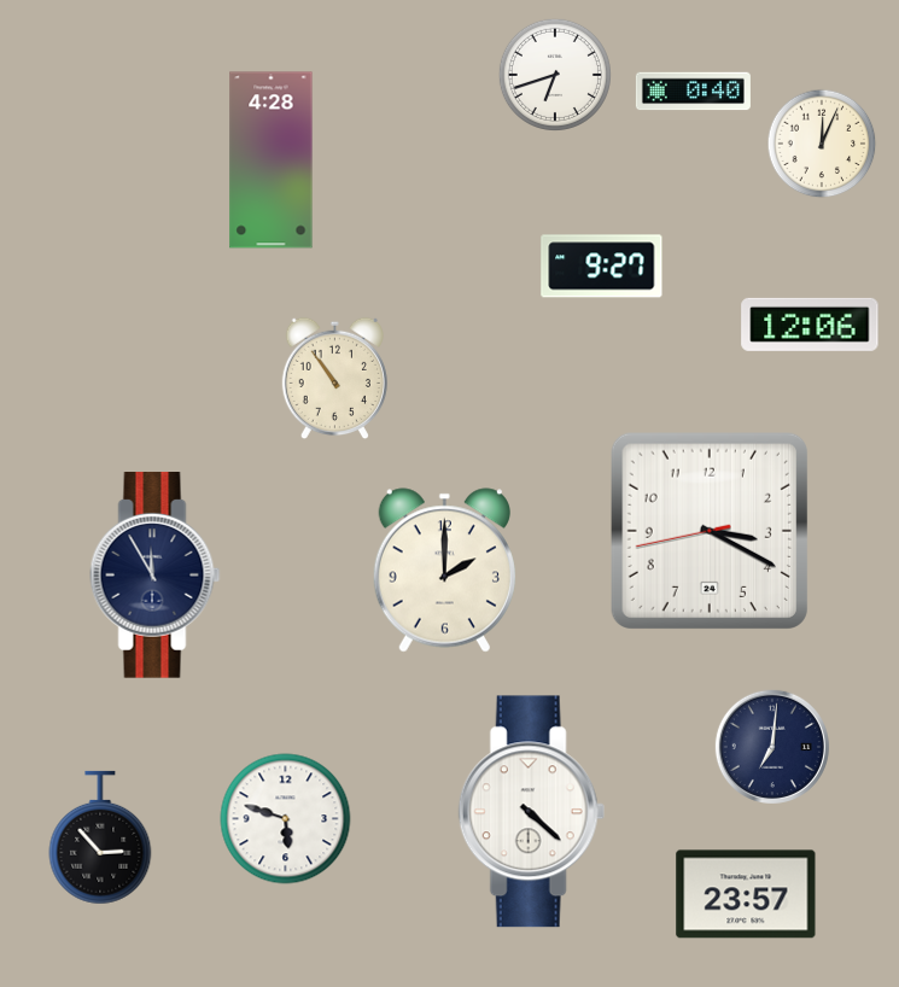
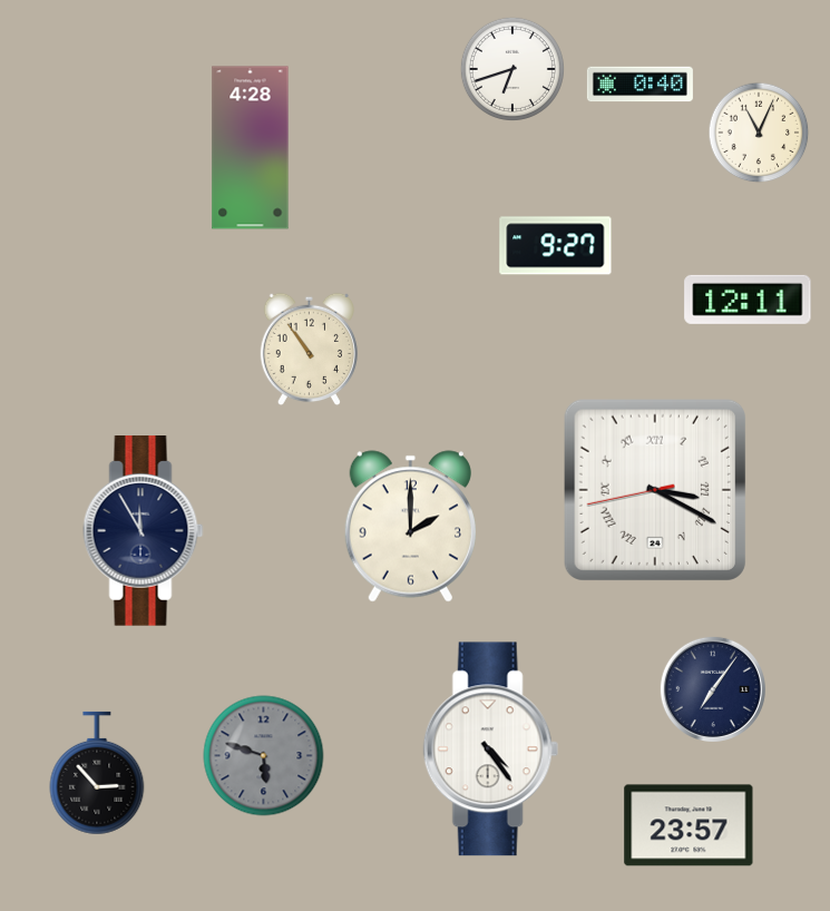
clock at (822, 144): 12:04 -> 11:04
clock at (810, 325): 12:06 -> 12:11
clock at (710, 531) numerals: Arabic -> Roman
clock at (772, 747): 7:01 -> 7:06
clock at (531, 812): 4:22 -> 4:24
clock at (286, 819) dial: white -> grey
clock at (100, 837) position: (100, 837) -> (97, 773)
